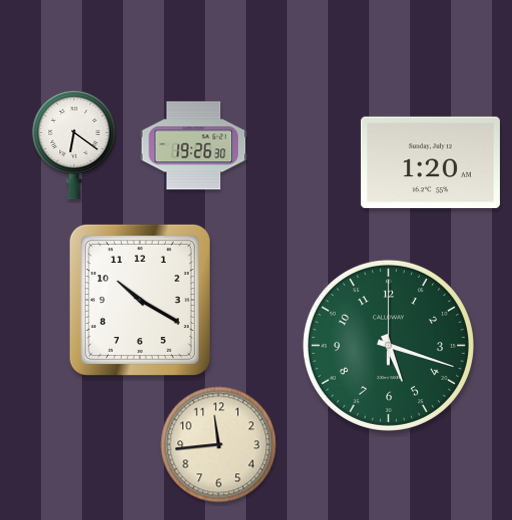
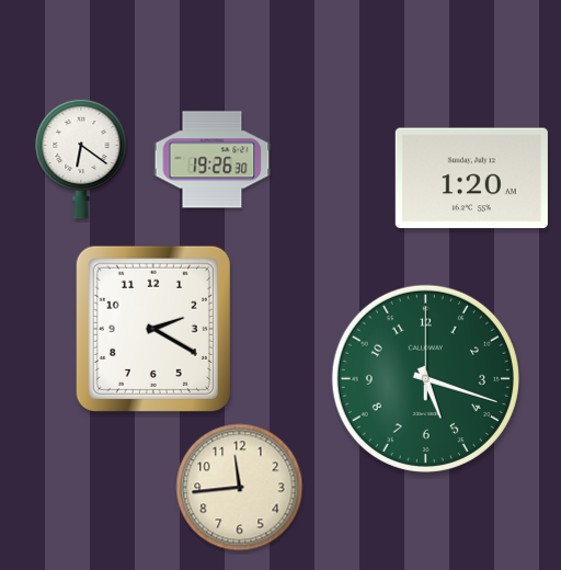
clock at (140, 300): 10:20 -> 2:20
